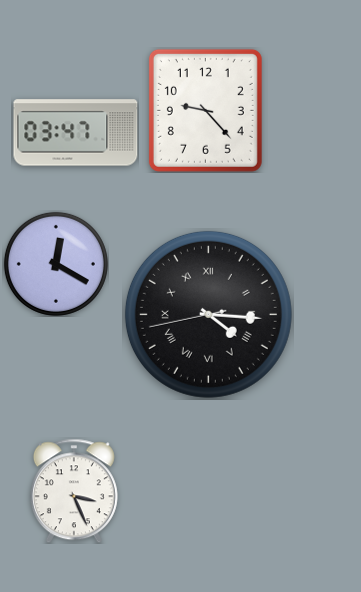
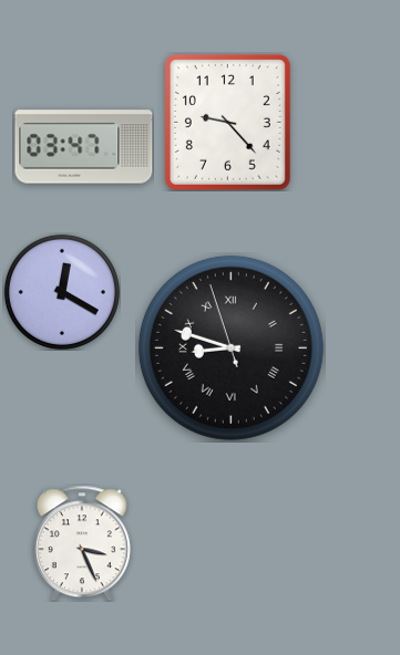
clock at (208, 314): 4:15 -> 8:47
